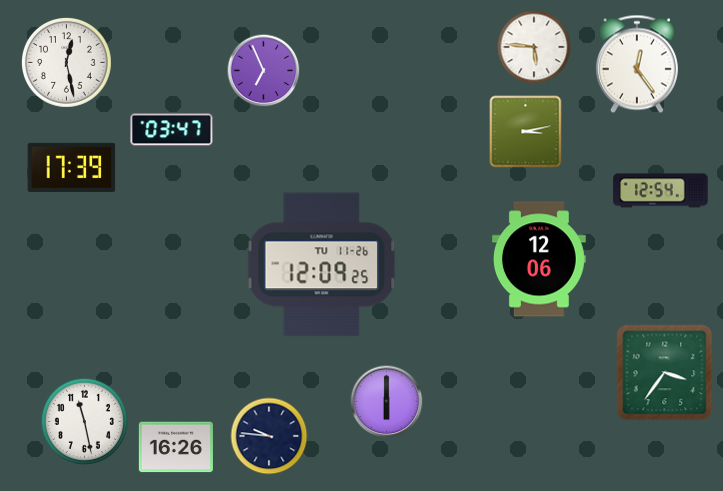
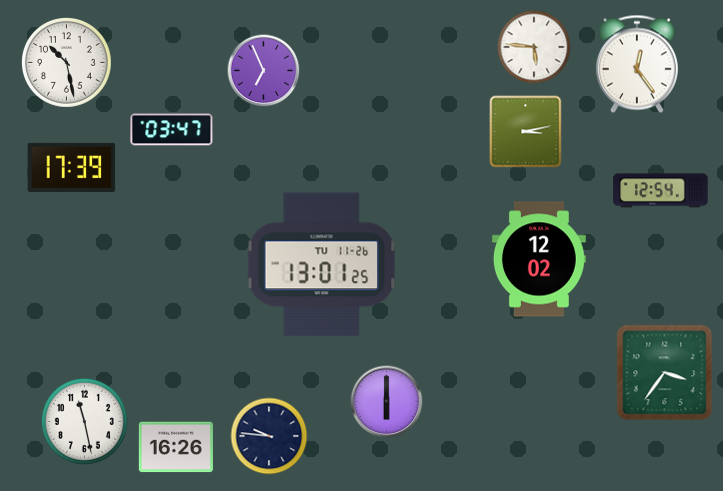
clock at (67, 63): 12:28 -> 10:28
clock at (539, 259): 12:06 -> 12:02
clock at (322, 265): 12:09 -> 13:01
